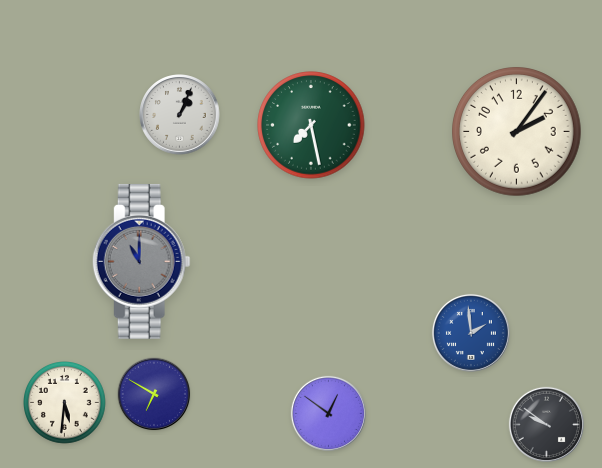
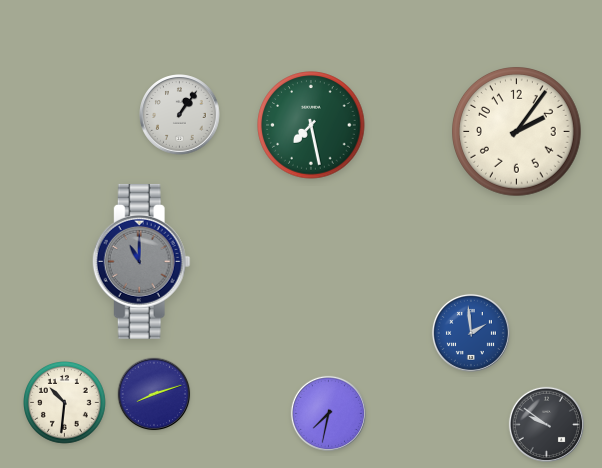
clock at (180, 115): 1:04 -> 1:06
clock at (154, 394): 6:50 -> 8:12
clock at (65, 403): 5:31 -> 10:31
clock at (328, 413): 12:51 -> 7:32
